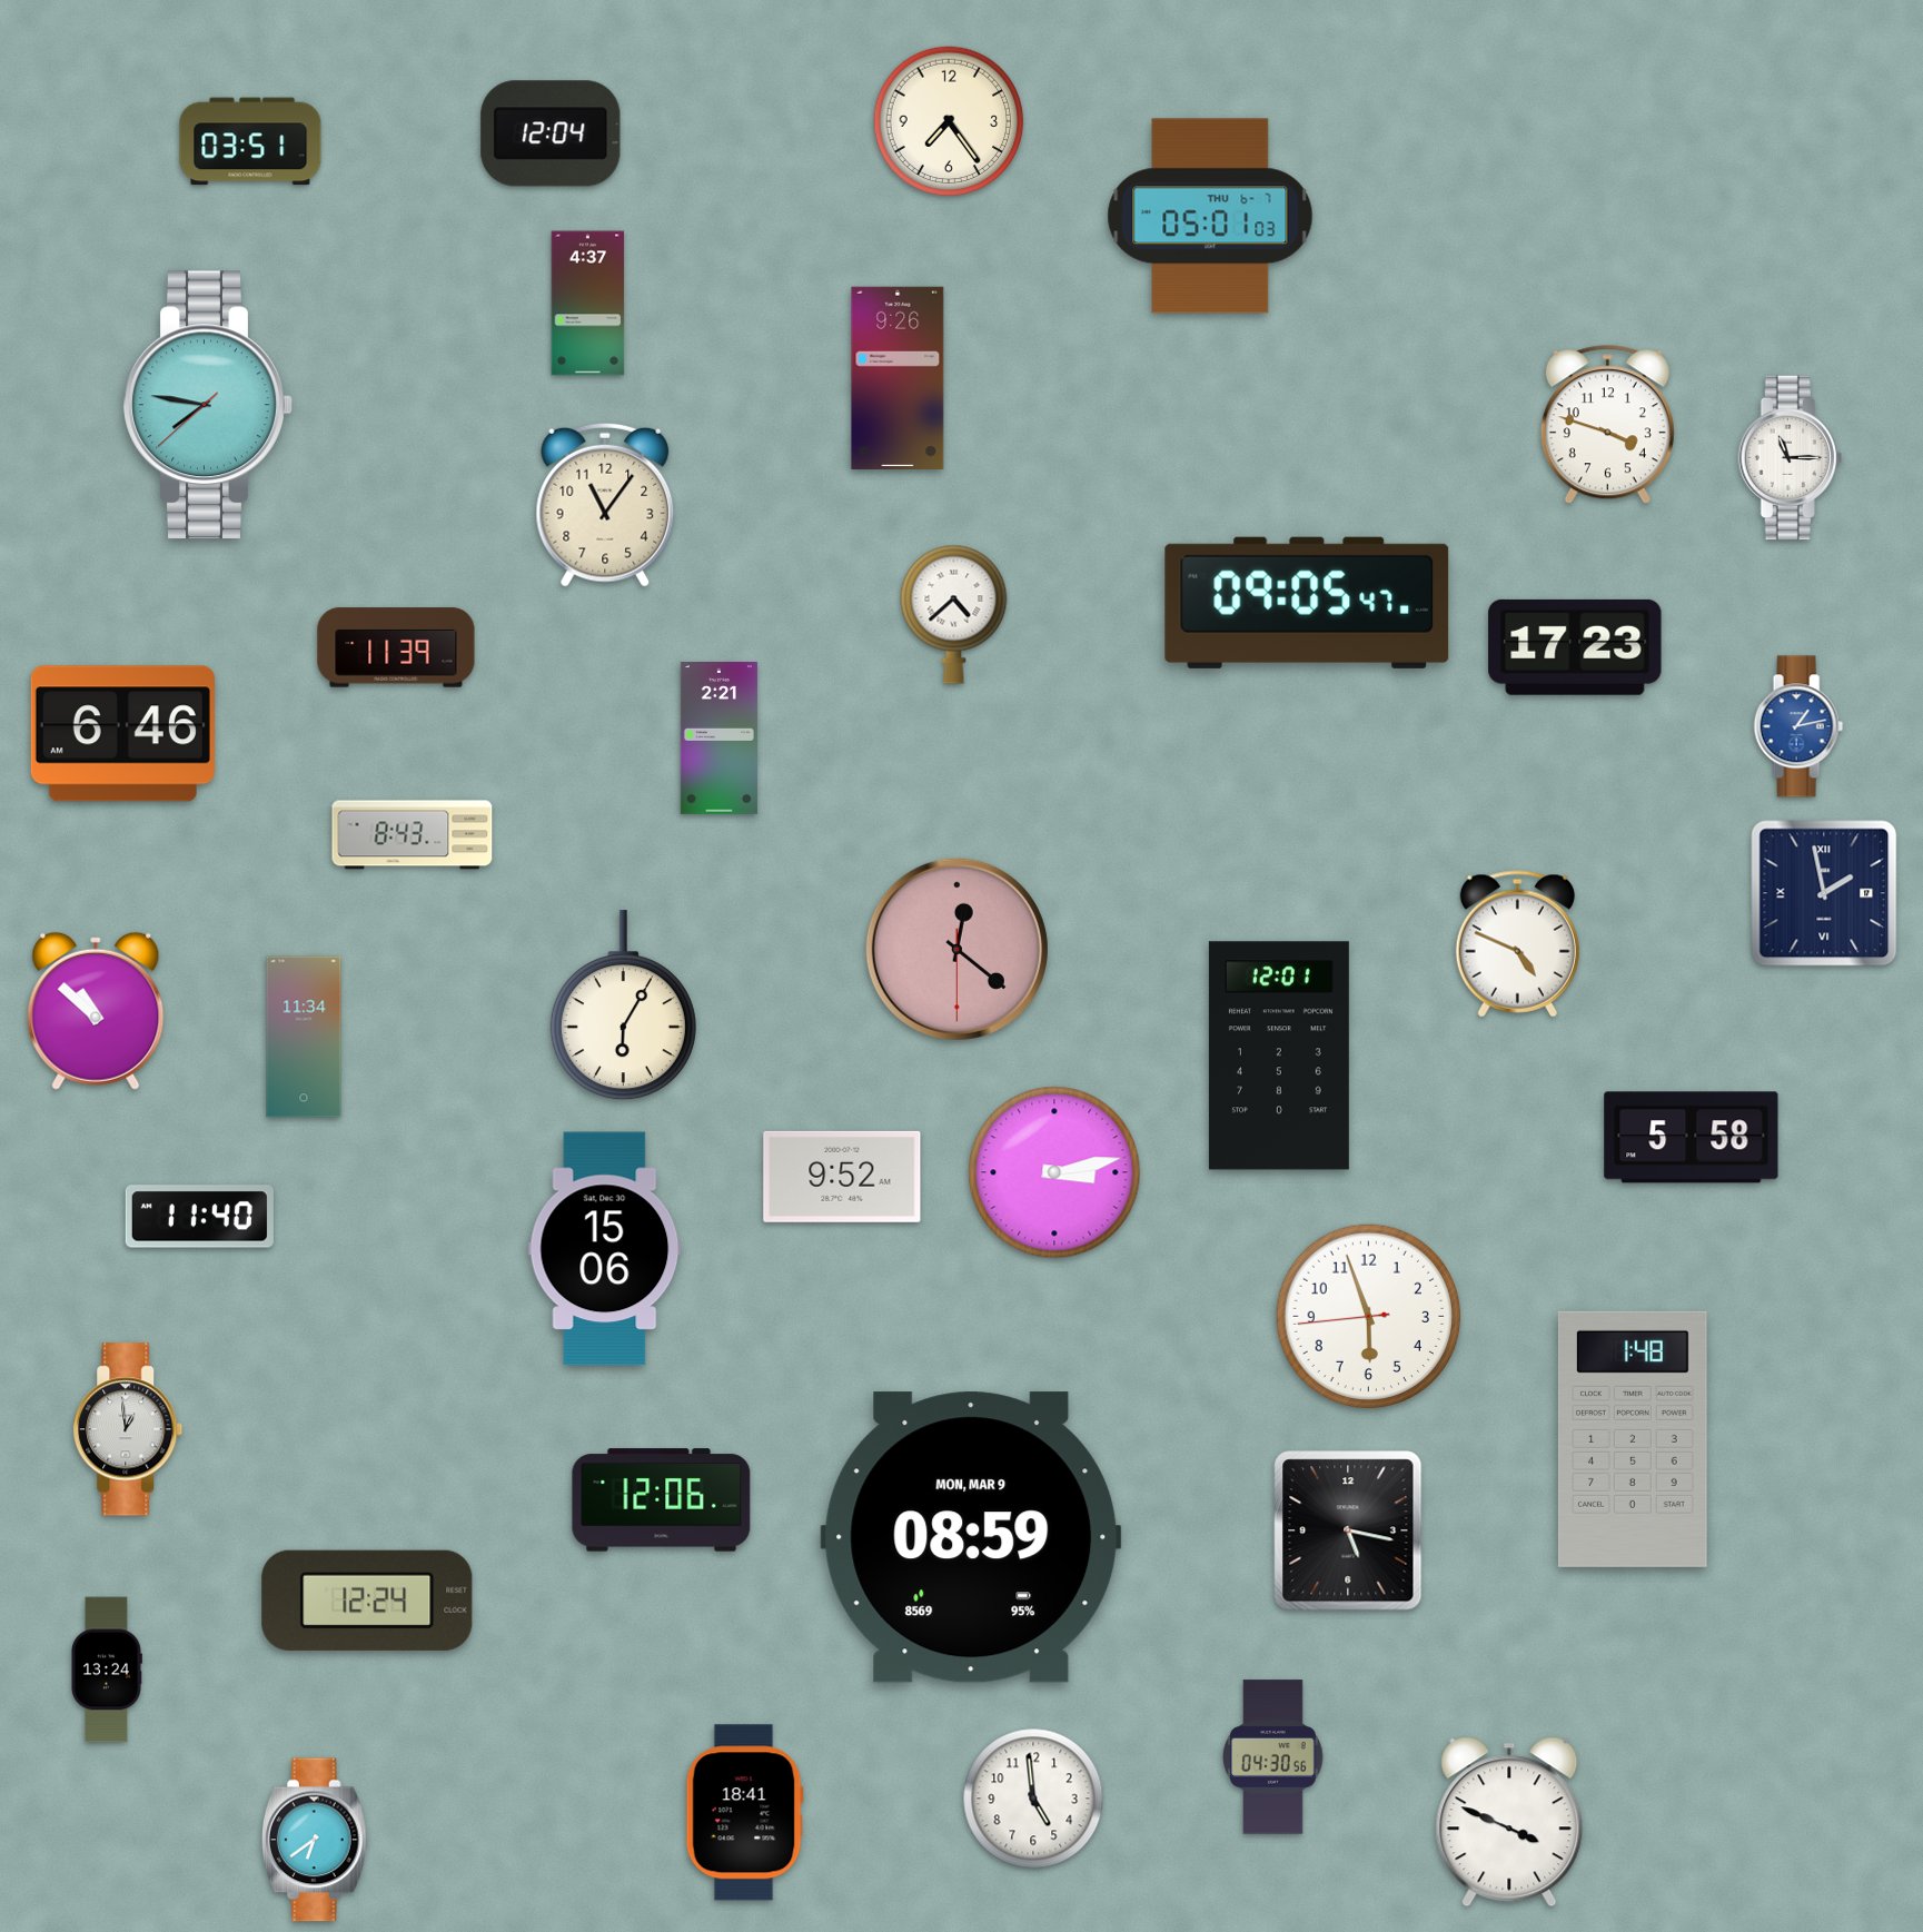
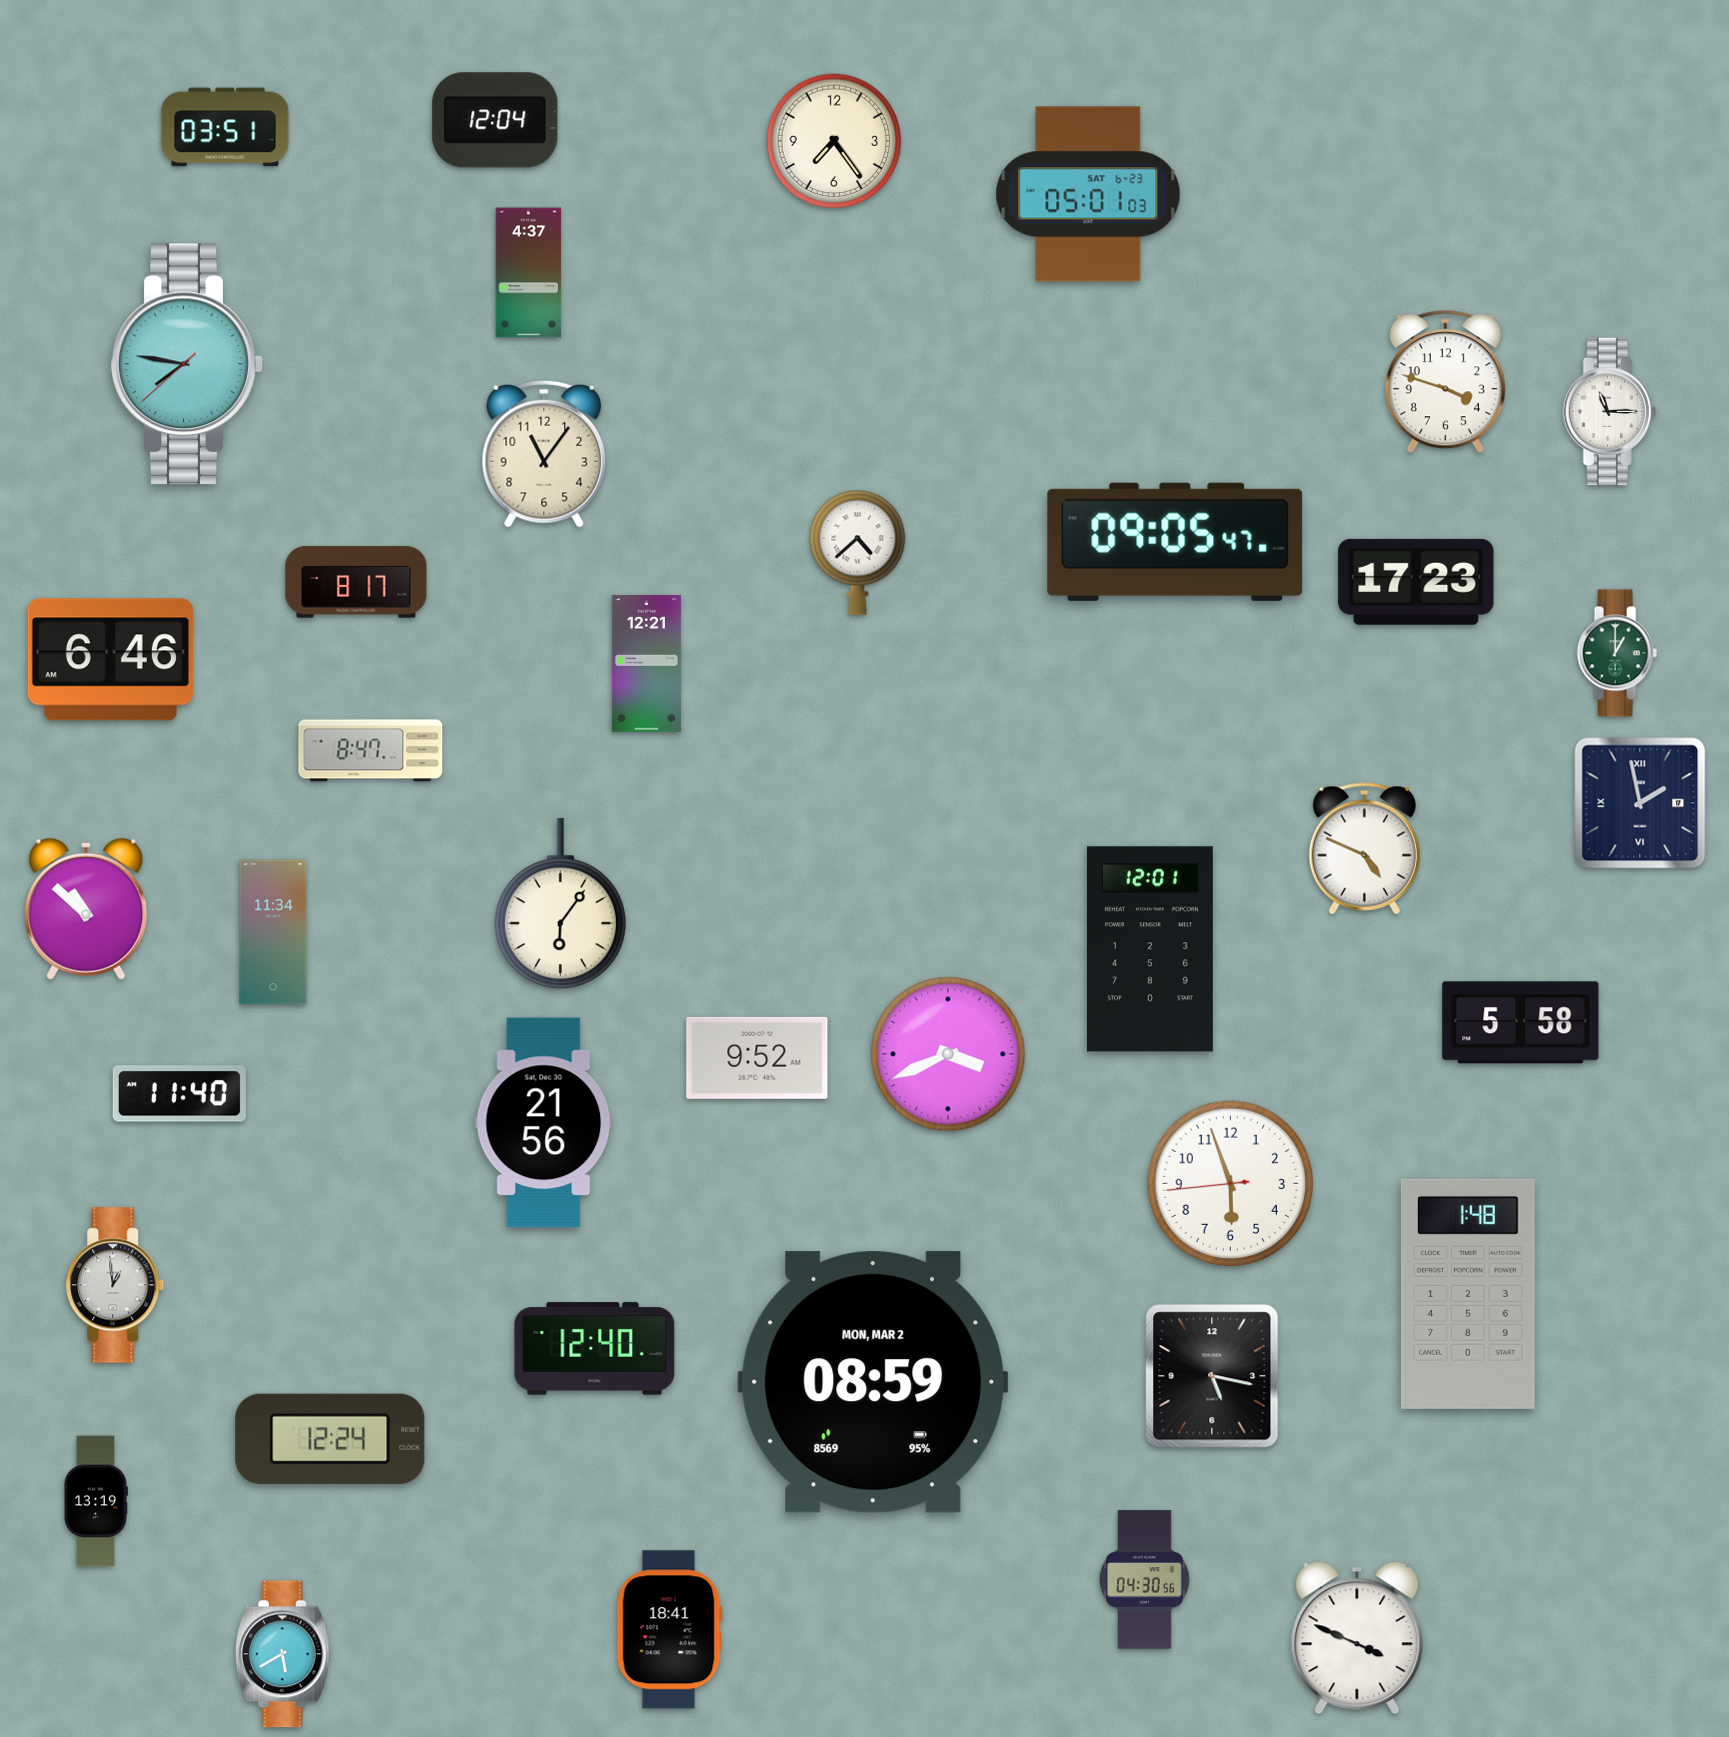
clock at (949, 121) position: (949, 121) -> (834, 141)
clock at (1210, 216) date: THU 6-7 -> SAT 6-23
clock at (898, 377): 9:26 -> none
clock at (396, 647): 11:39 -> 8:17
clock at (1798, 726): 1:13 -> 1:00
clock at (1798, 726) dial: blue -> green
clock at (718, 739): 2:21 -> 12:21
clock at (413, 835): 8:43 -> 8:47
clock at (956, 949): 12:21 -> none
clock at (623, 1005): 6:05 -> 6:06
clock at (1054, 1172): 3:13 -> 3:41
clock at (605, 1249): 15:06 -> 21:56
clock at (662, 1500): 12:06 -> 12:40
clock at (971, 1537) date: MON, MAR 9 -> MON, MAR 2
clock at (107, 1670): 13:24 -> 13:19
clock at (1033, 1799): 4:59 -> none
clock at (315, 1840): 6:39 -> 5:40
